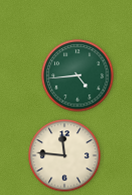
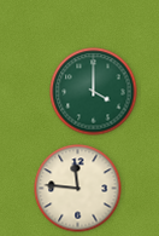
clock at (78, 76): 4:44 -> 4:00
